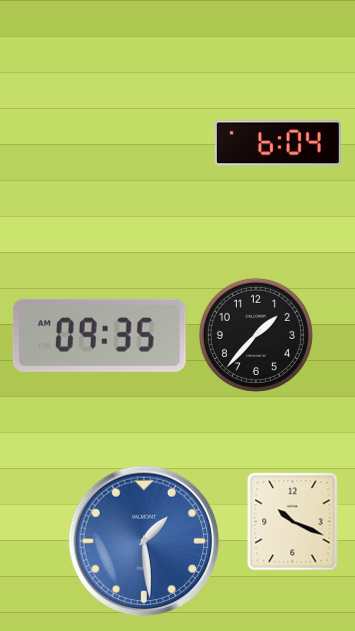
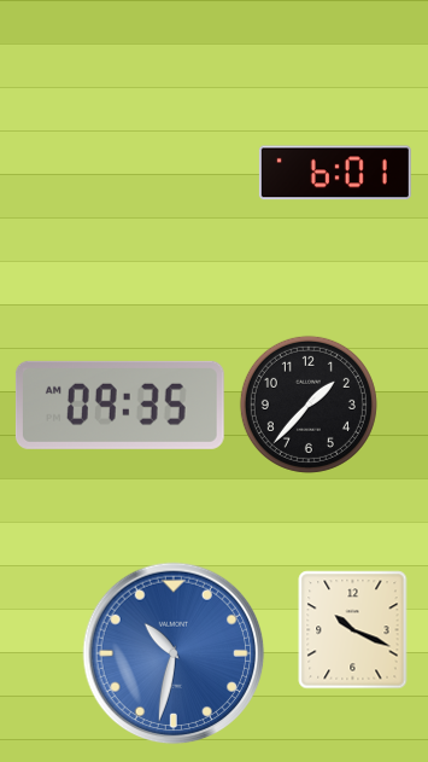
clock at (278, 143): 6:04 -> 6:01
clock at (144, 541): 1:29 -> 10:32
